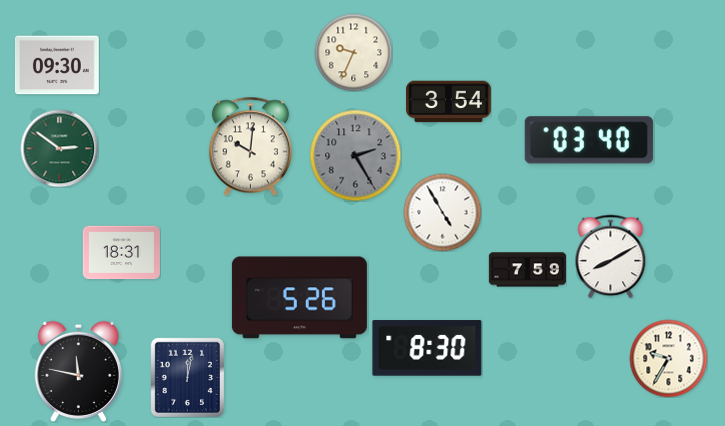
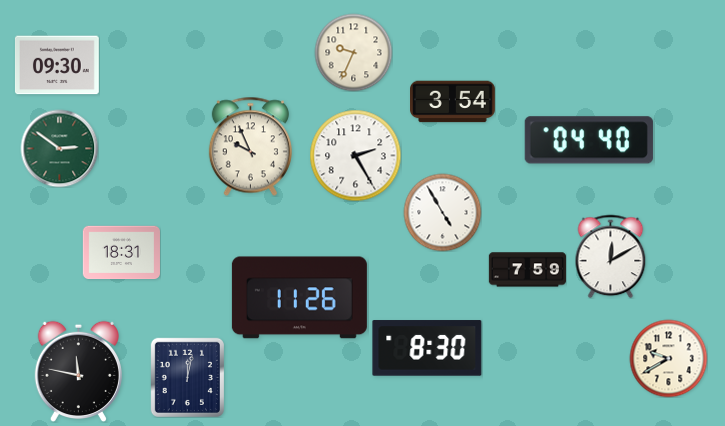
clock at (449, 102) position: (449, 102) -> (453, 102)
clock at (589, 140): 03:40 -> 04:40
clock at (250, 146): 10:01 -> 9:56
clock at (355, 155) dial: grey -> white
clock at (611, 256): 8:10 -> 12:10
clock at (299, 298): 5:26 -> 11:26
clock at (668, 358): 9:35 -> 9:40
